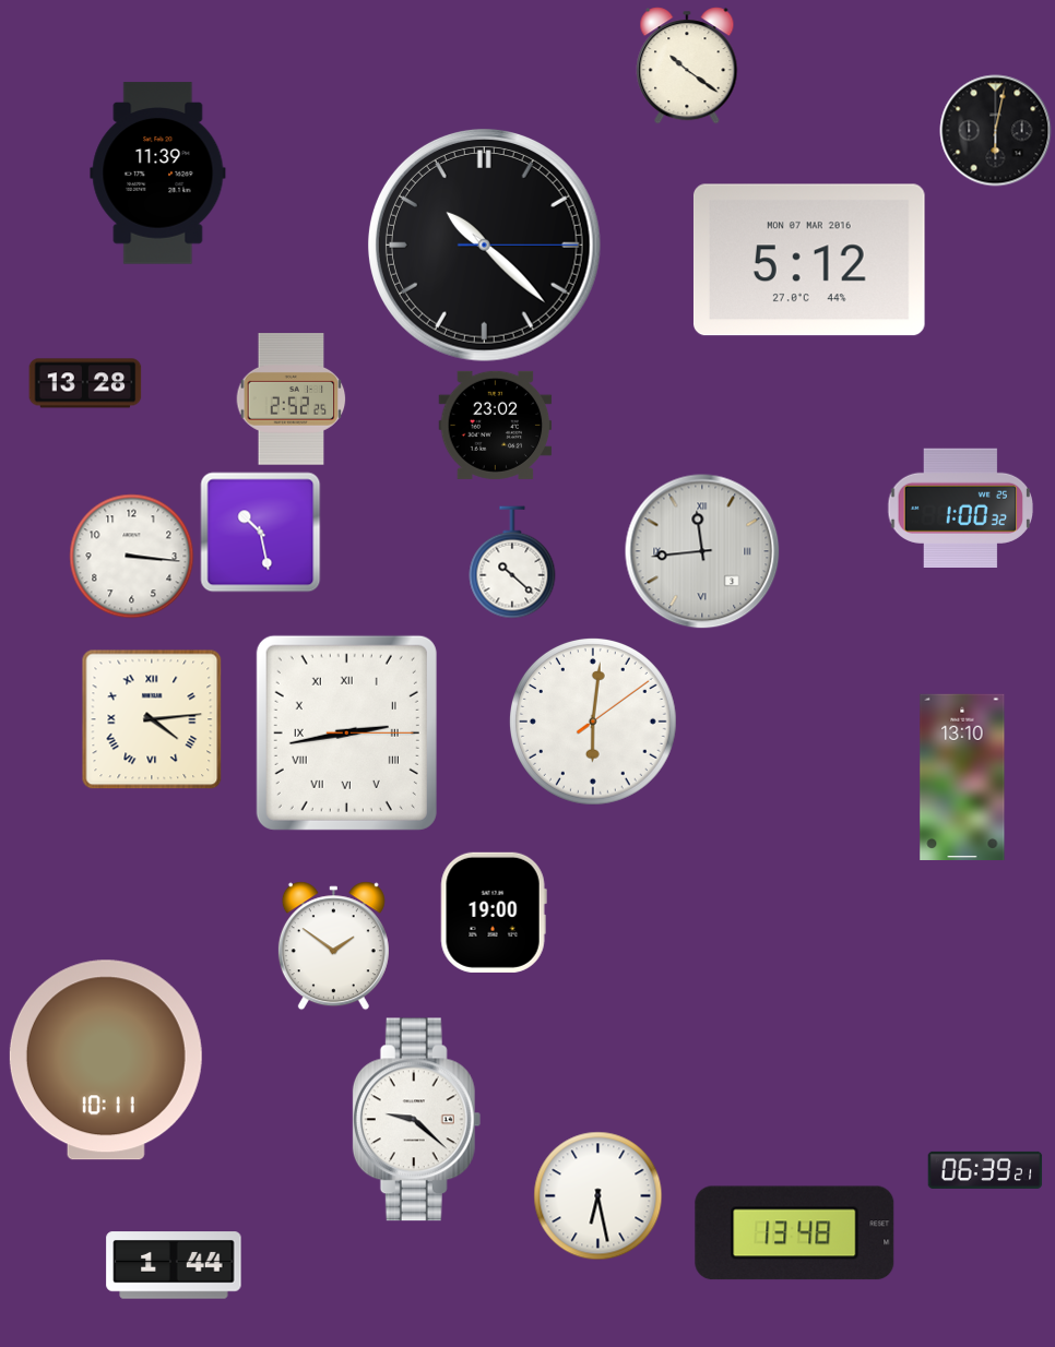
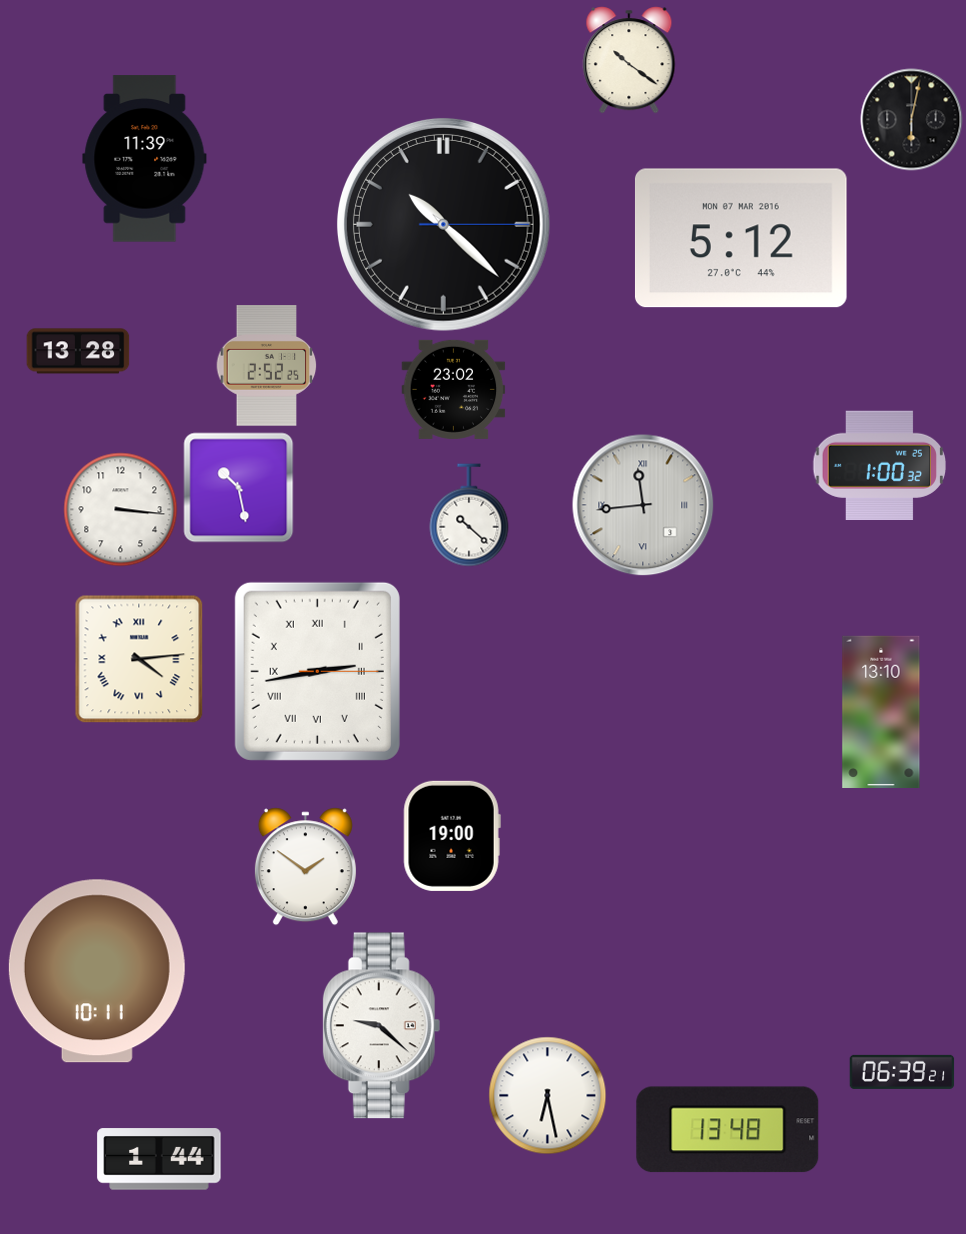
clock at (593, 722): 6:01 -> none
